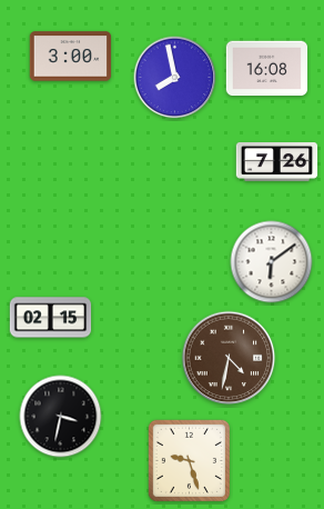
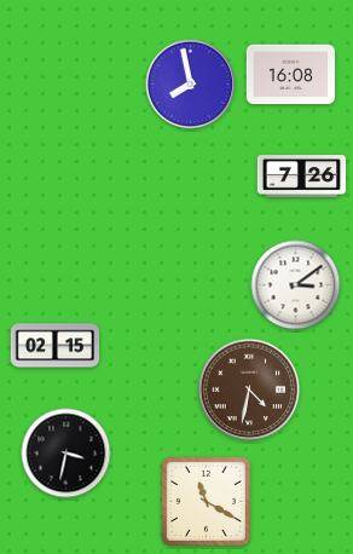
clock at (71, 57): 3:00 -> none
clock at (272, 262): 6:09 -> 3:09
clock at (189, 460): 9:27 -> 11:20
